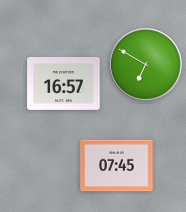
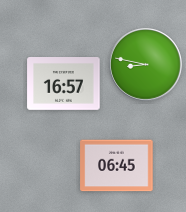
clock at (146, 65): 6:50 -> 8:47
clock at (117, 166): 07:45 -> 06:45
